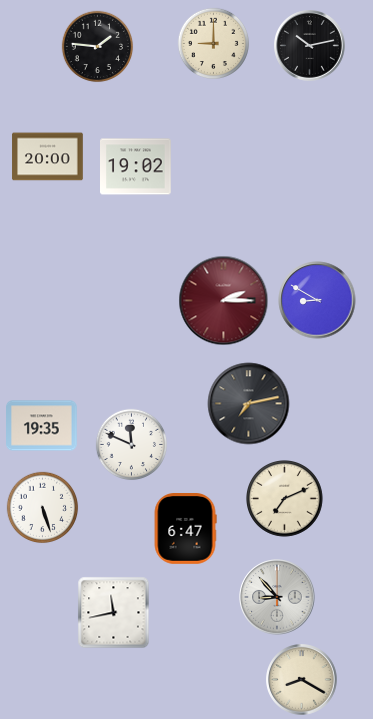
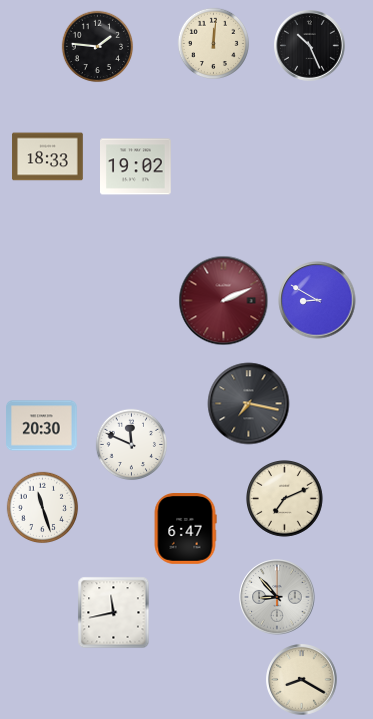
clock at (214, 44): 9:00 -> 12:01
clock at (310, 46): 10:13 -> 10:26
clock at (48, 157): 20:00 -> 18:33
clock at (224, 301): 2:15 -> 2:11
clock at (249, 404): 7:13 -> 7:17
clock at (42, 426): 19:35 -> 20:30
clock at (43, 508): 5:27 -> 11:27
